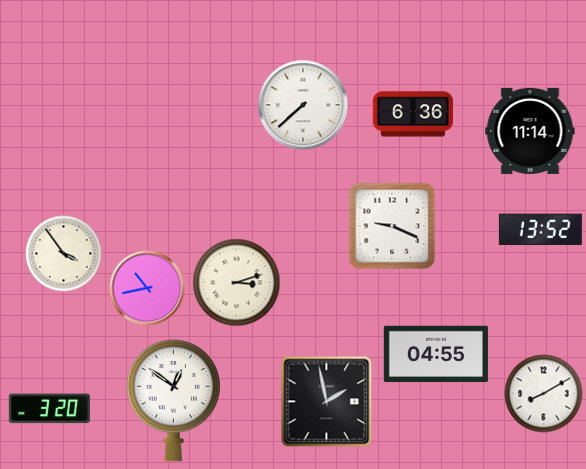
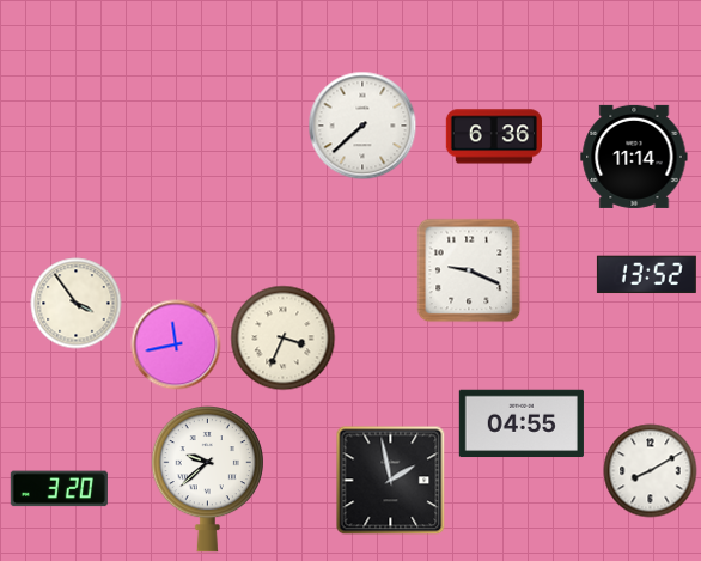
clock at (237, 283): 3:12 -> 3:34
clock at (147, 288): 10:43 -> 11:43
clock at (173, 401): 12:51 -> 9:38
